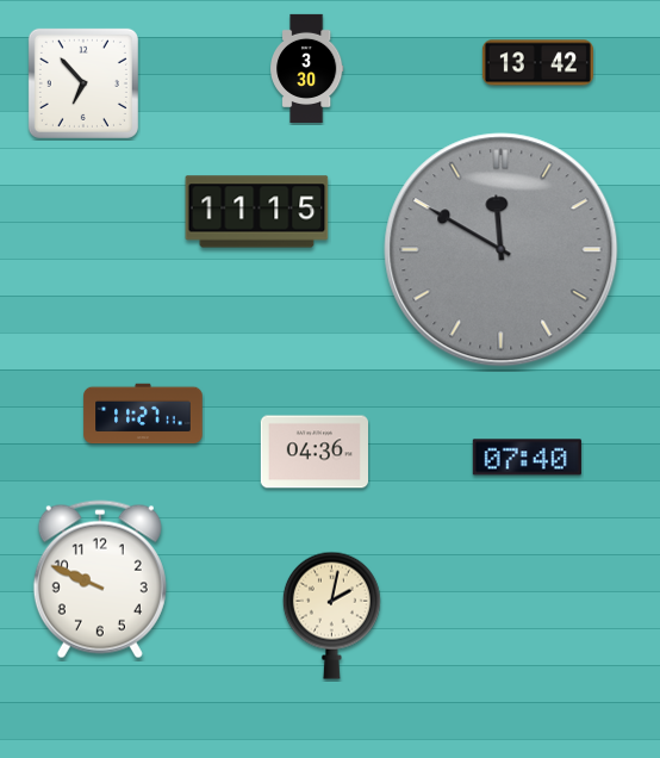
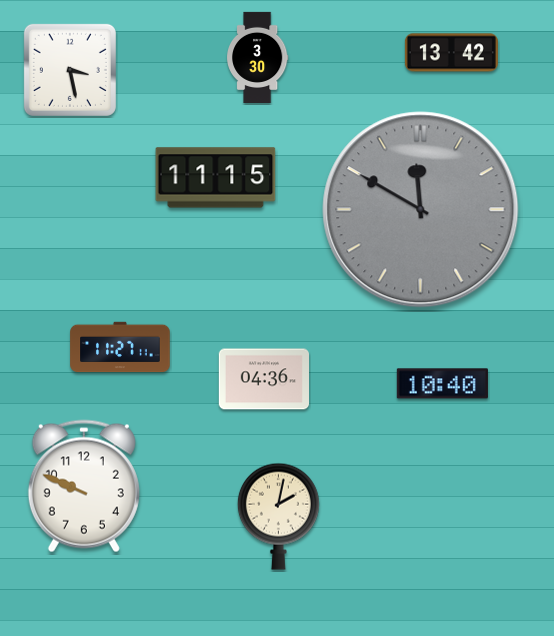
clock at (83, 83): 6:53 -> 3:28
clock at (527, 458): 07:40 -> 10:40
